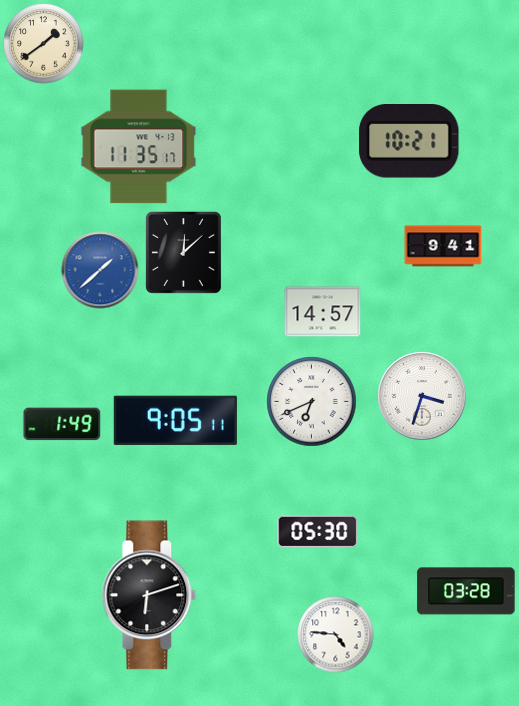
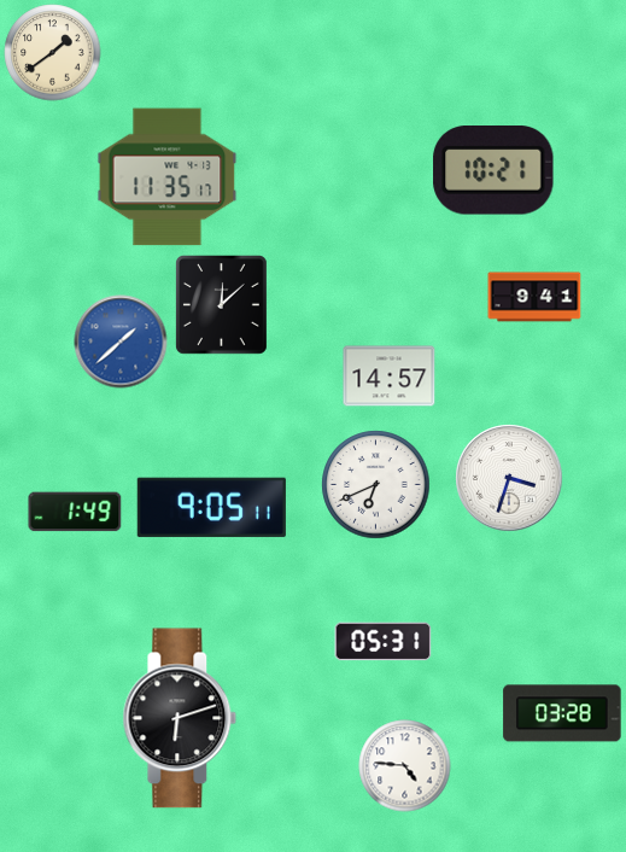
clock at (100, 270) position: (100, 270) -> (121, 342)
clock at (318, 532): 05:30 -> 05:31
